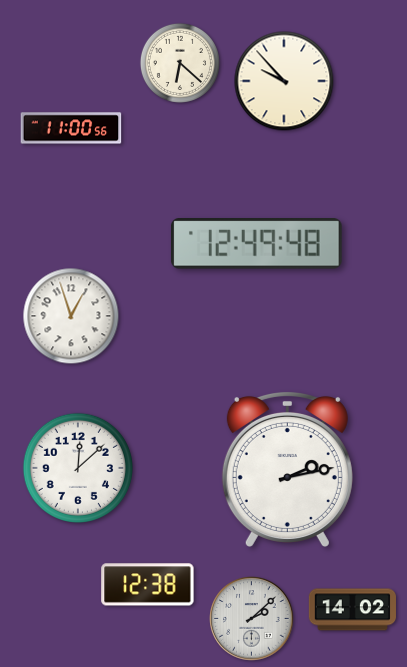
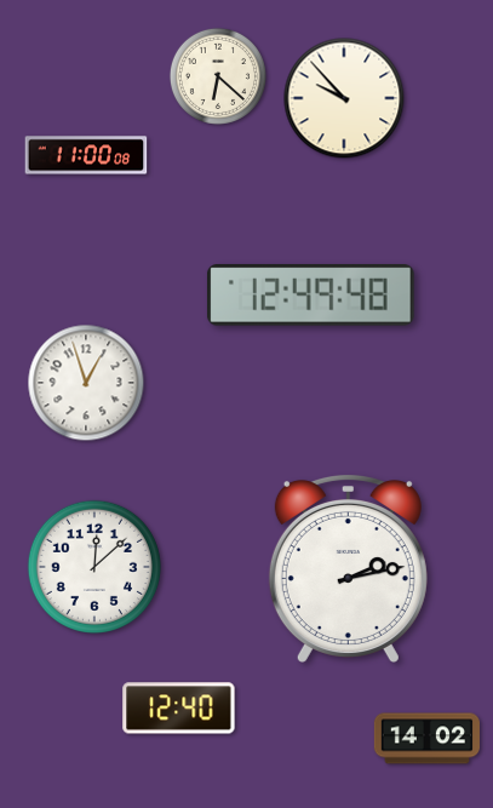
clock at (71, 128): 11:00:56 -> 11:00:08
clock at (148, 585): 12:38 -> 12:40
clock at (252, 619): 2:08 -> none
